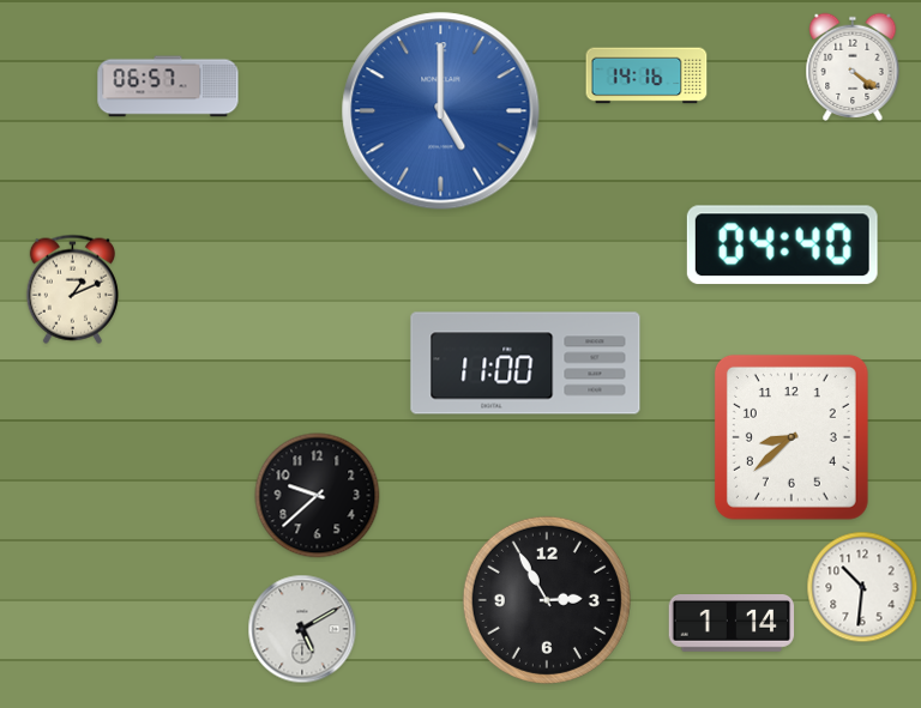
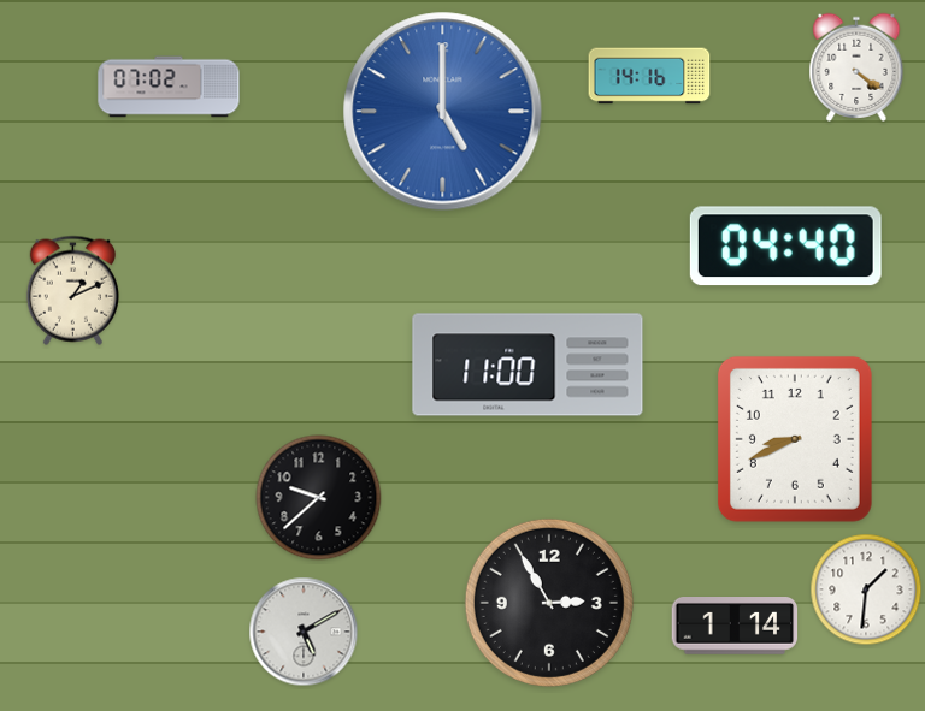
clock at (168, 86): 06:57 -> 07:02
clock at (791, 437): 8:38 -> 8:41
clock at (862, 587): 10:31 -> 1:31
